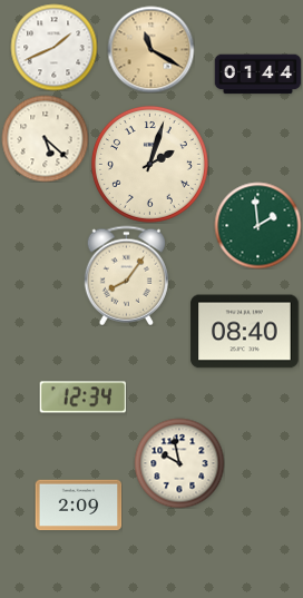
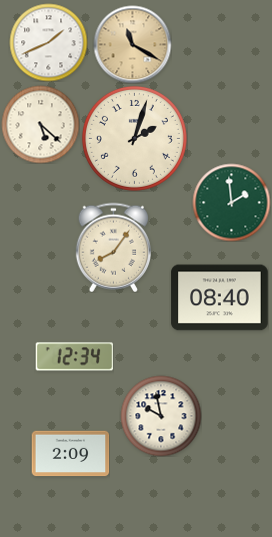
clock at (150, 49) position: (150, 49) -> (132, 44)
clock at (257, 75): 01:44 -> none
clock at (149, 164) position: (149, 164) -> (134, 138)
